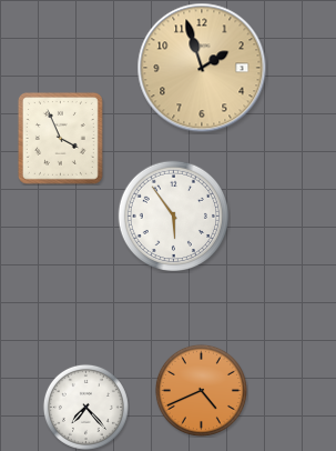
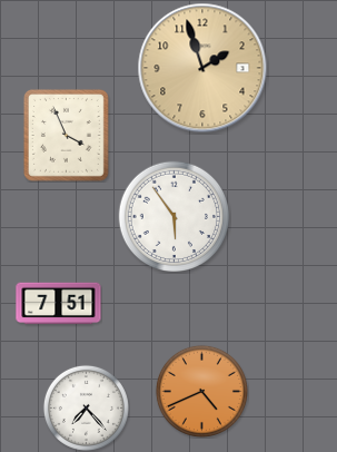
clock at (60, 138) position: (60, 138) -> (66, 135)
clock at (59, 304): none -> 7:51
